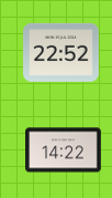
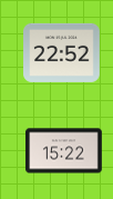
clock at (64, 150): 14:22 -> 15:22
